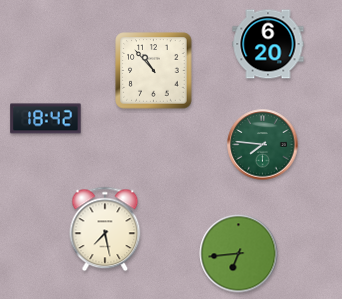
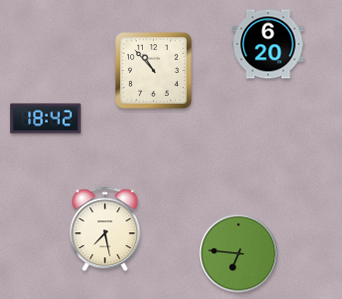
clock at (263, 145): 7:46 -> none
clock at (239, 254): 6:44 -> 6:46
